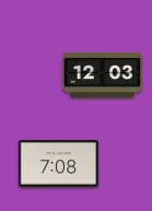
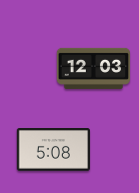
clock at (58, 164): 7:08 -> 5:08
